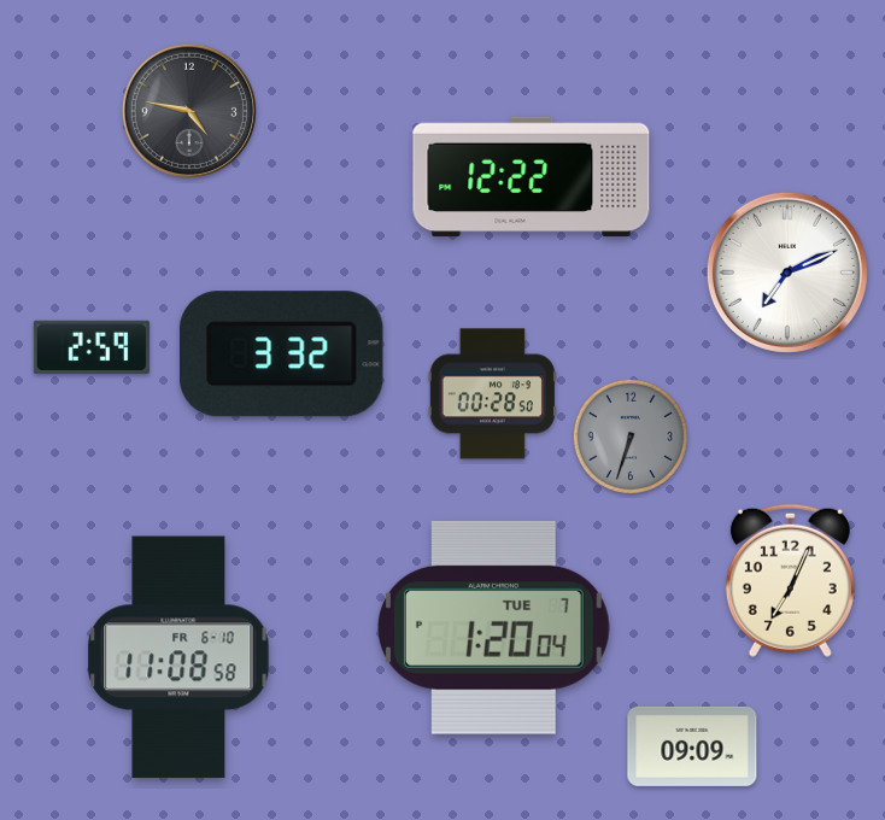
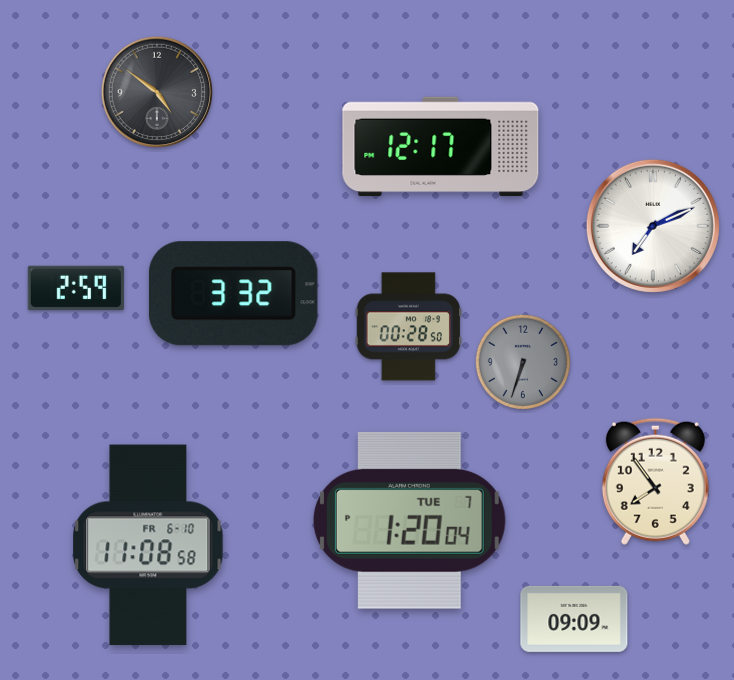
clock at (189, 111): 4:47 -> 4:51
clock at (532, 177): 12:22 -> 12:17
clock at (790, 580): 7:04 -> 7:54
